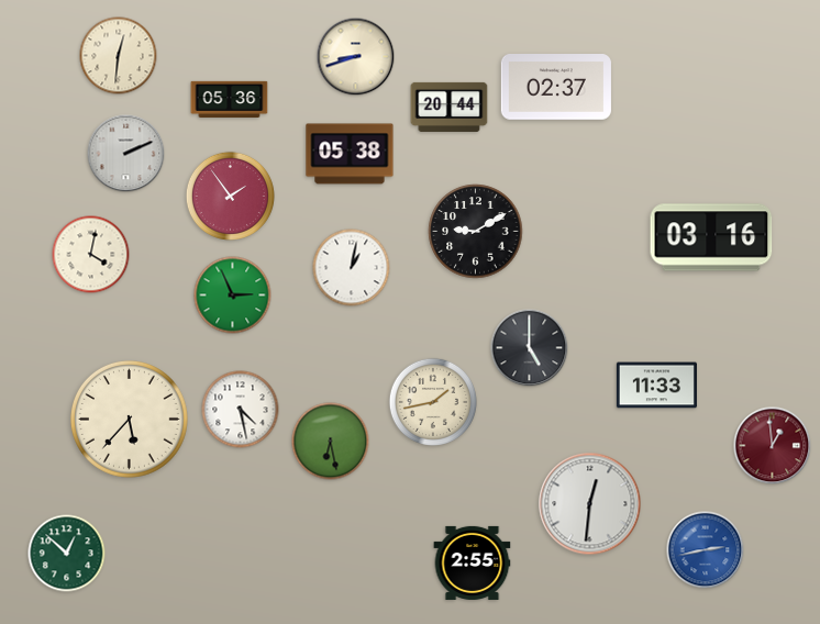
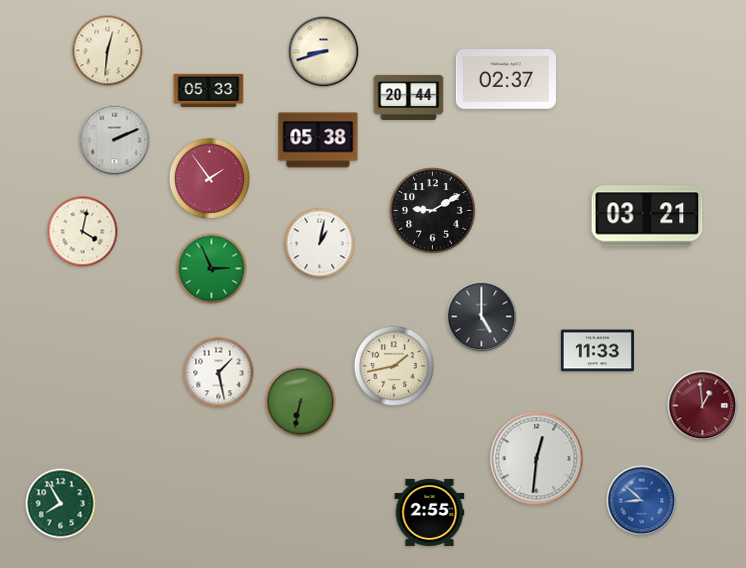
clock at (230, 99): 05:36 -> 05:33
clock at (711, 237): 03:16 -> 03:21
clock at (241, 410): 4:28 -> 1:28
clock at (130, 420): 5:37 -> none
clock at (331, 442): 6:28 -> 6:32
clock at (706, 550): 2:43 -> 8:52
clock at (67, 554): 12:52 -> 7:55
